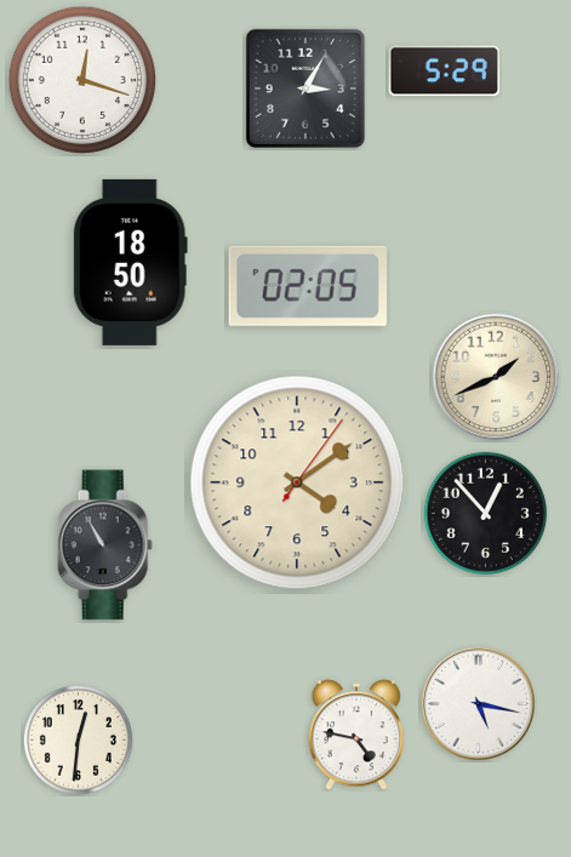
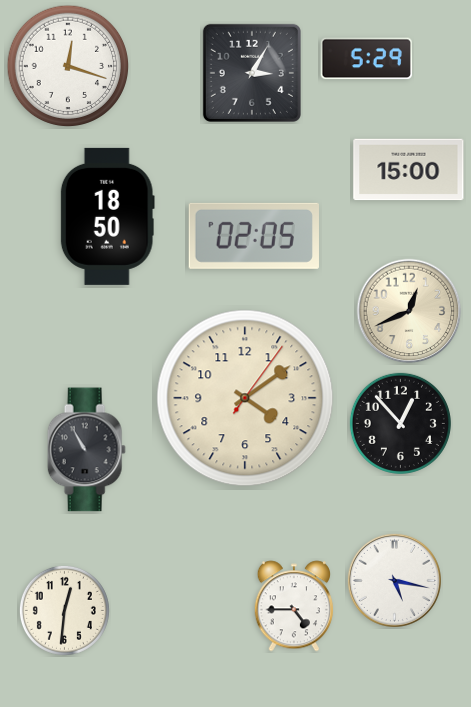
clock at (409, 170): none -> 15:00
clock at (496, 377): 1:41 -> 12:41
clock at (355, 735): 4:47 -> 4:45
